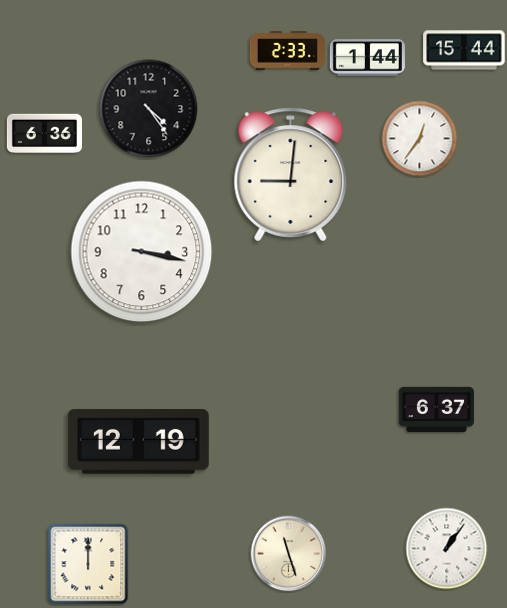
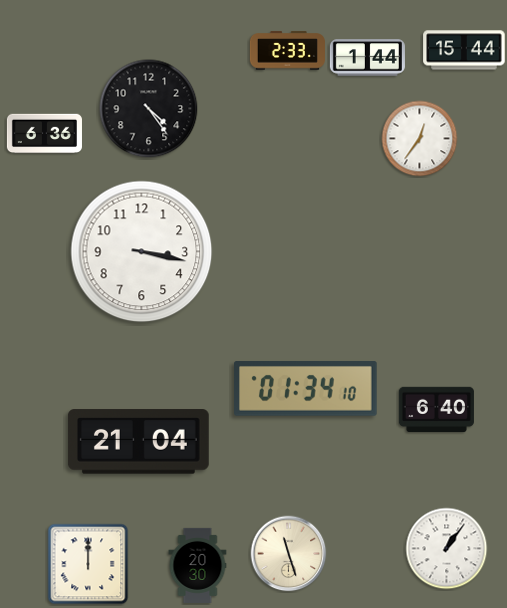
clock at (291, 175): 9:01 -> none
clock at (306, 389): none -> 01:34
clock at (436, 409): 6:37 -> 6:40
clock at (138, 442): 12:19 -> 21:04
clock at (198, 565): none -> 20:30
